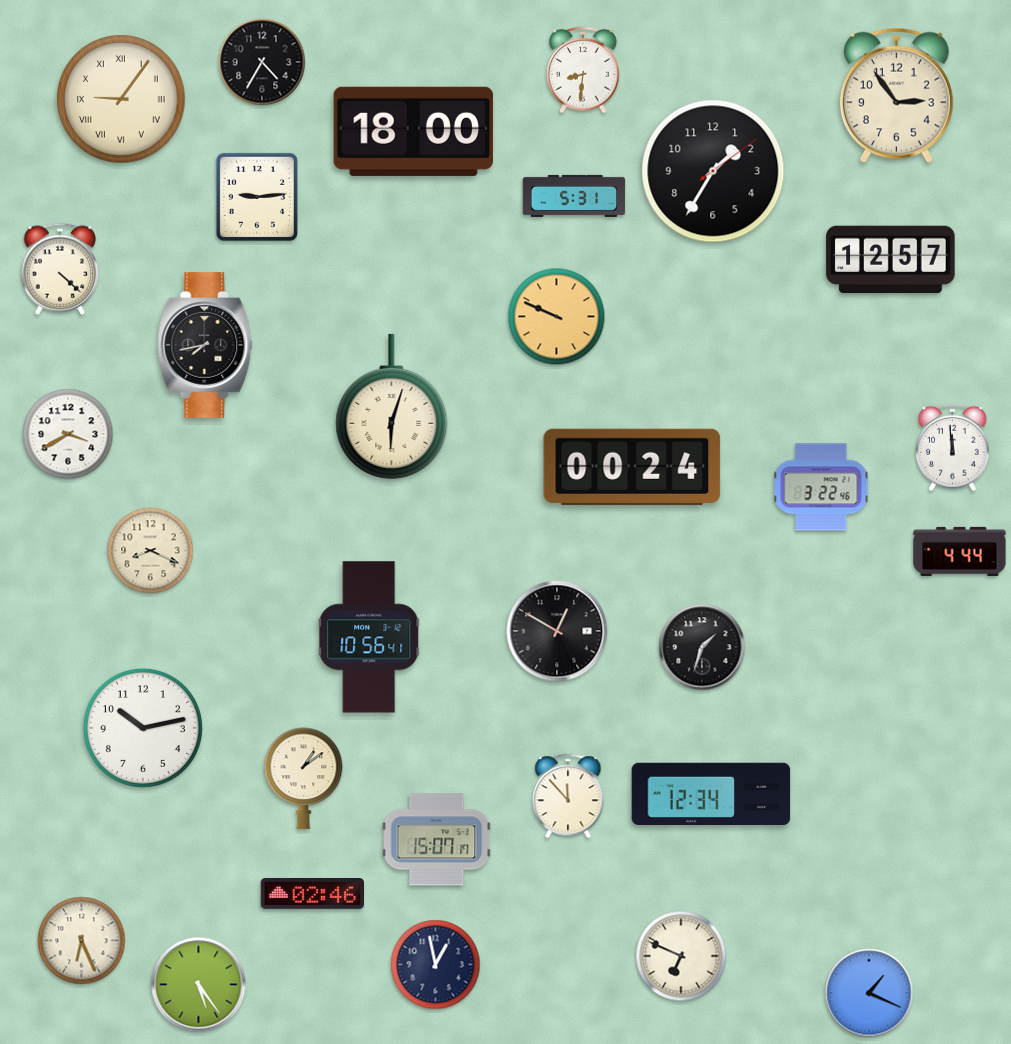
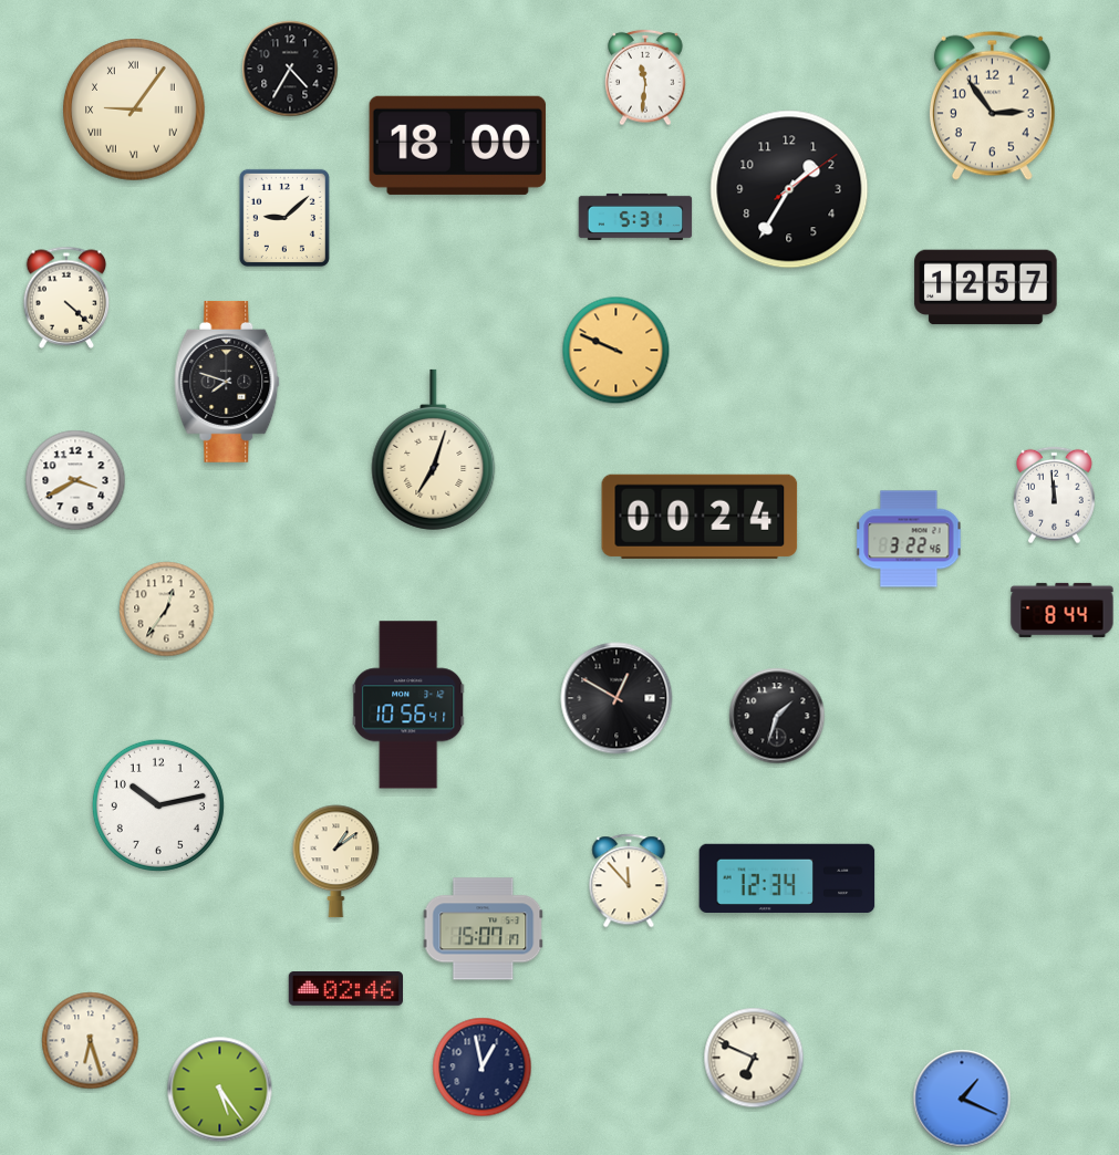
clock at (583, 70): 8:31 -> 11:31
clock at (257, 197): 9:14 -> 9:08
clock at (205, 345): 7:43 -> 7:48
clock at (392, 406): 6:03 -> 7:03
clock at (151, 551): 8:19 -> 12:36
clock at (960, 551): 4:44 -> 8:44
clock at (82, 941): 6:26 -> 6:27
